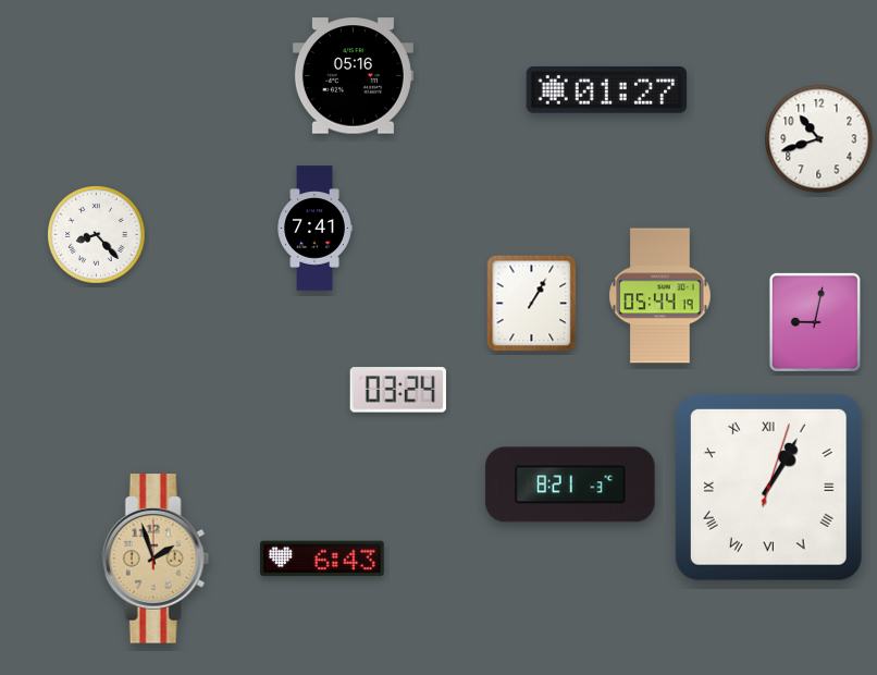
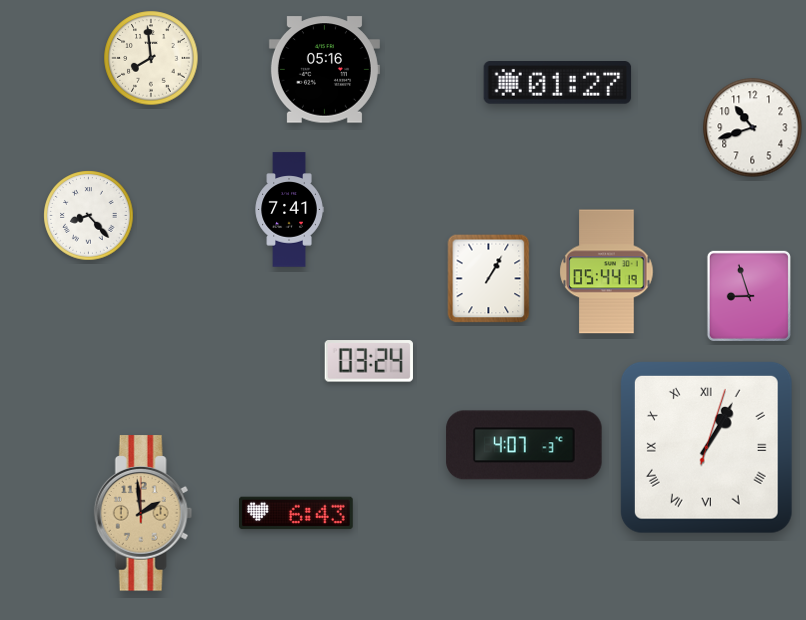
clock at (151, 58): none -> 7:59
clock at (815, 322): 9:02 -> 8:57
clock at (398, 390) position: (398, 390) -> (369, 361)
clock at (570, 484): 8:21 -> 4:07
clock at (156, 559): 1:57 -> 1:59
